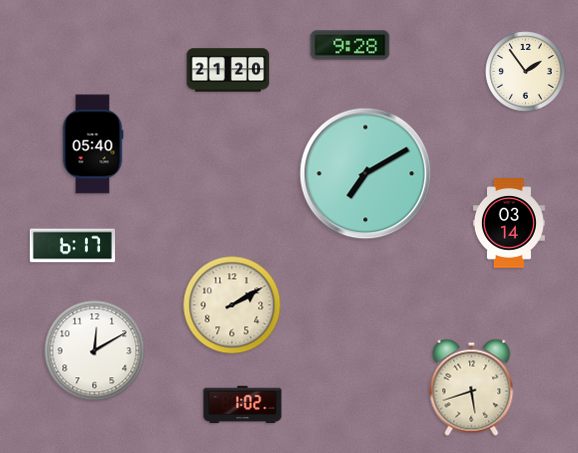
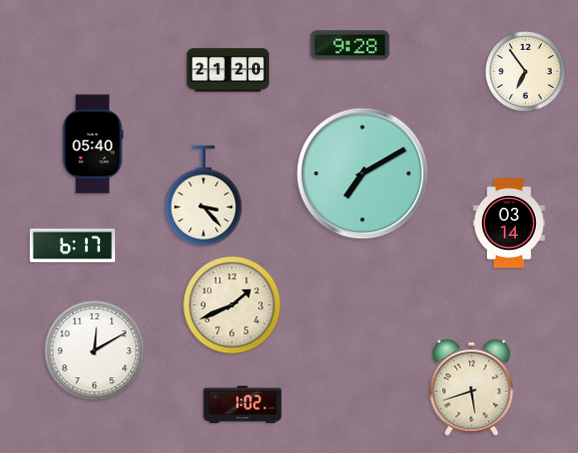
clock at (526, 72): 1:54 -> 6:54
clock at (366, 174) position: (366, 174) -> (363, 174)
clock at (204, 196): none -> 3:23
clock at (232, 305): 2:10 -> 1:41
